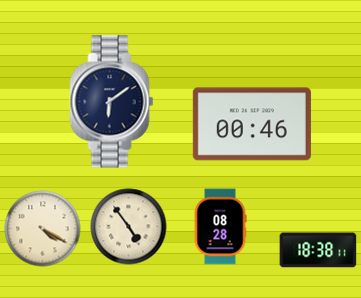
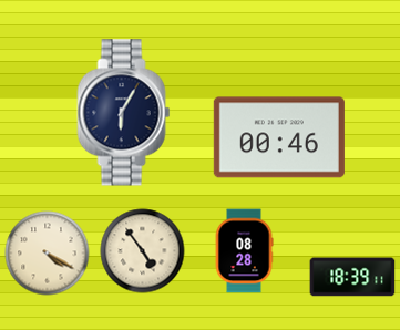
clock at (112, 102): 6:09 -> 6:05
clock at (318, 250): 18:38 -> 18:39
